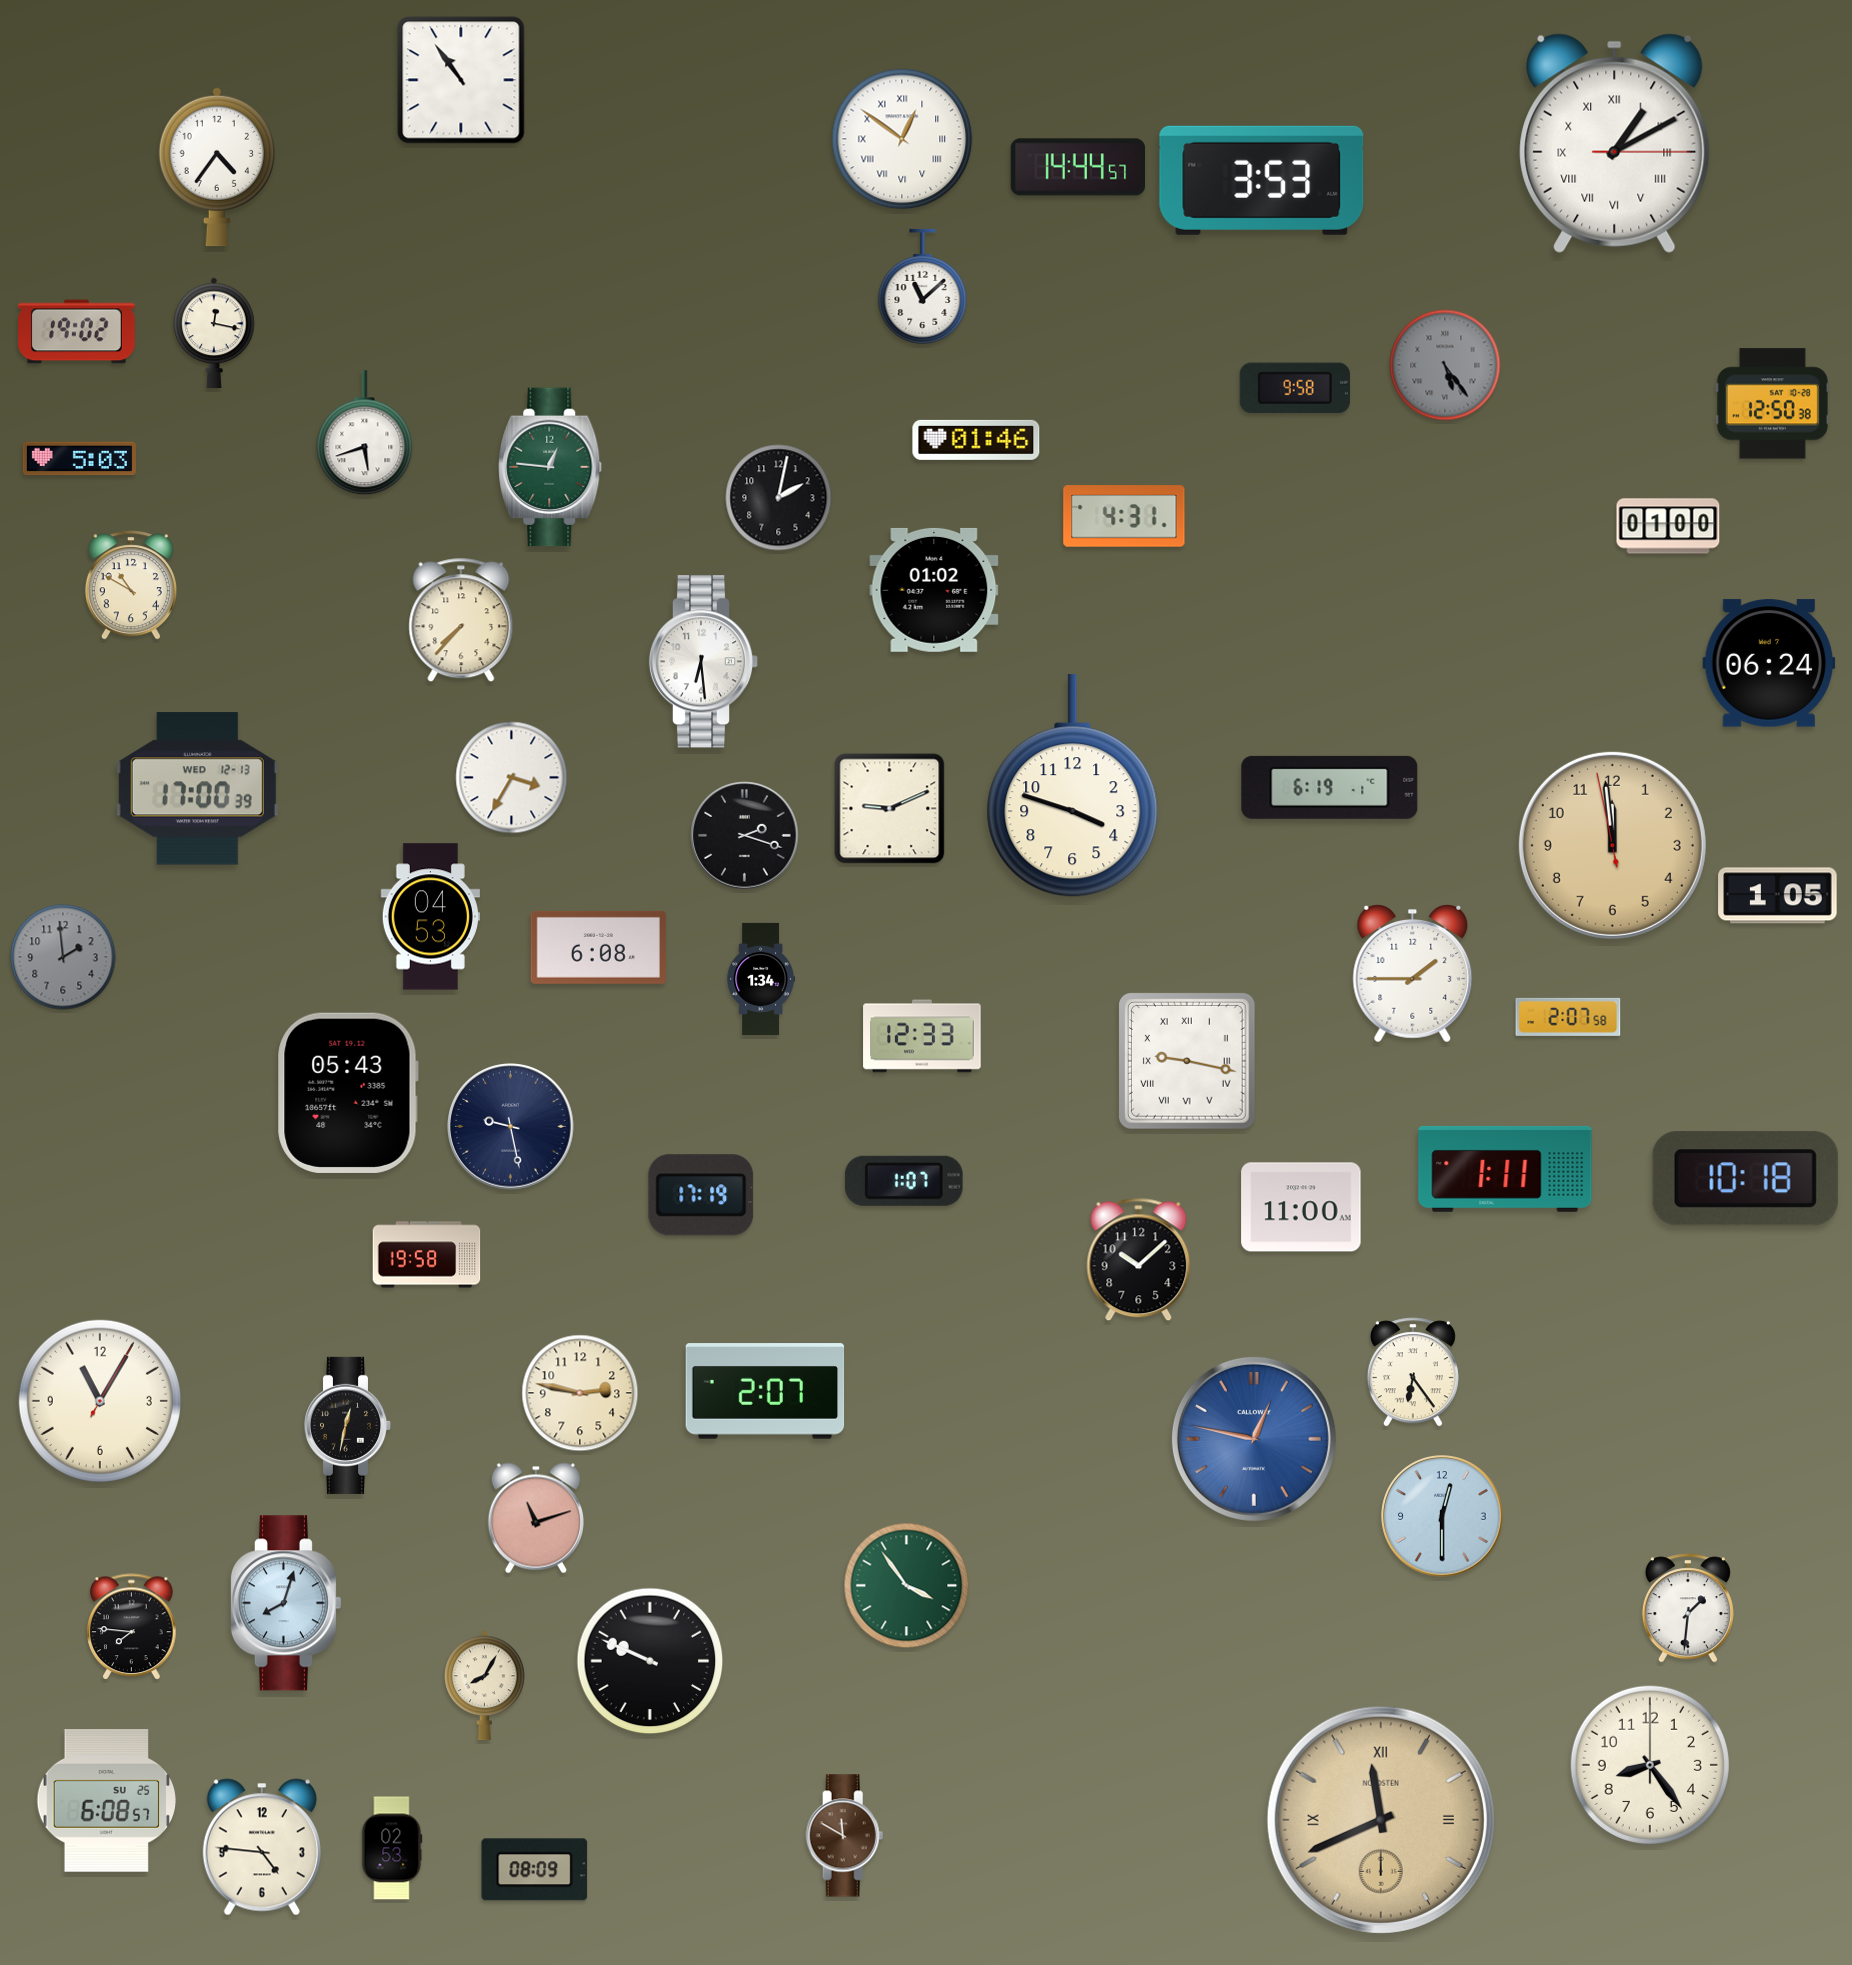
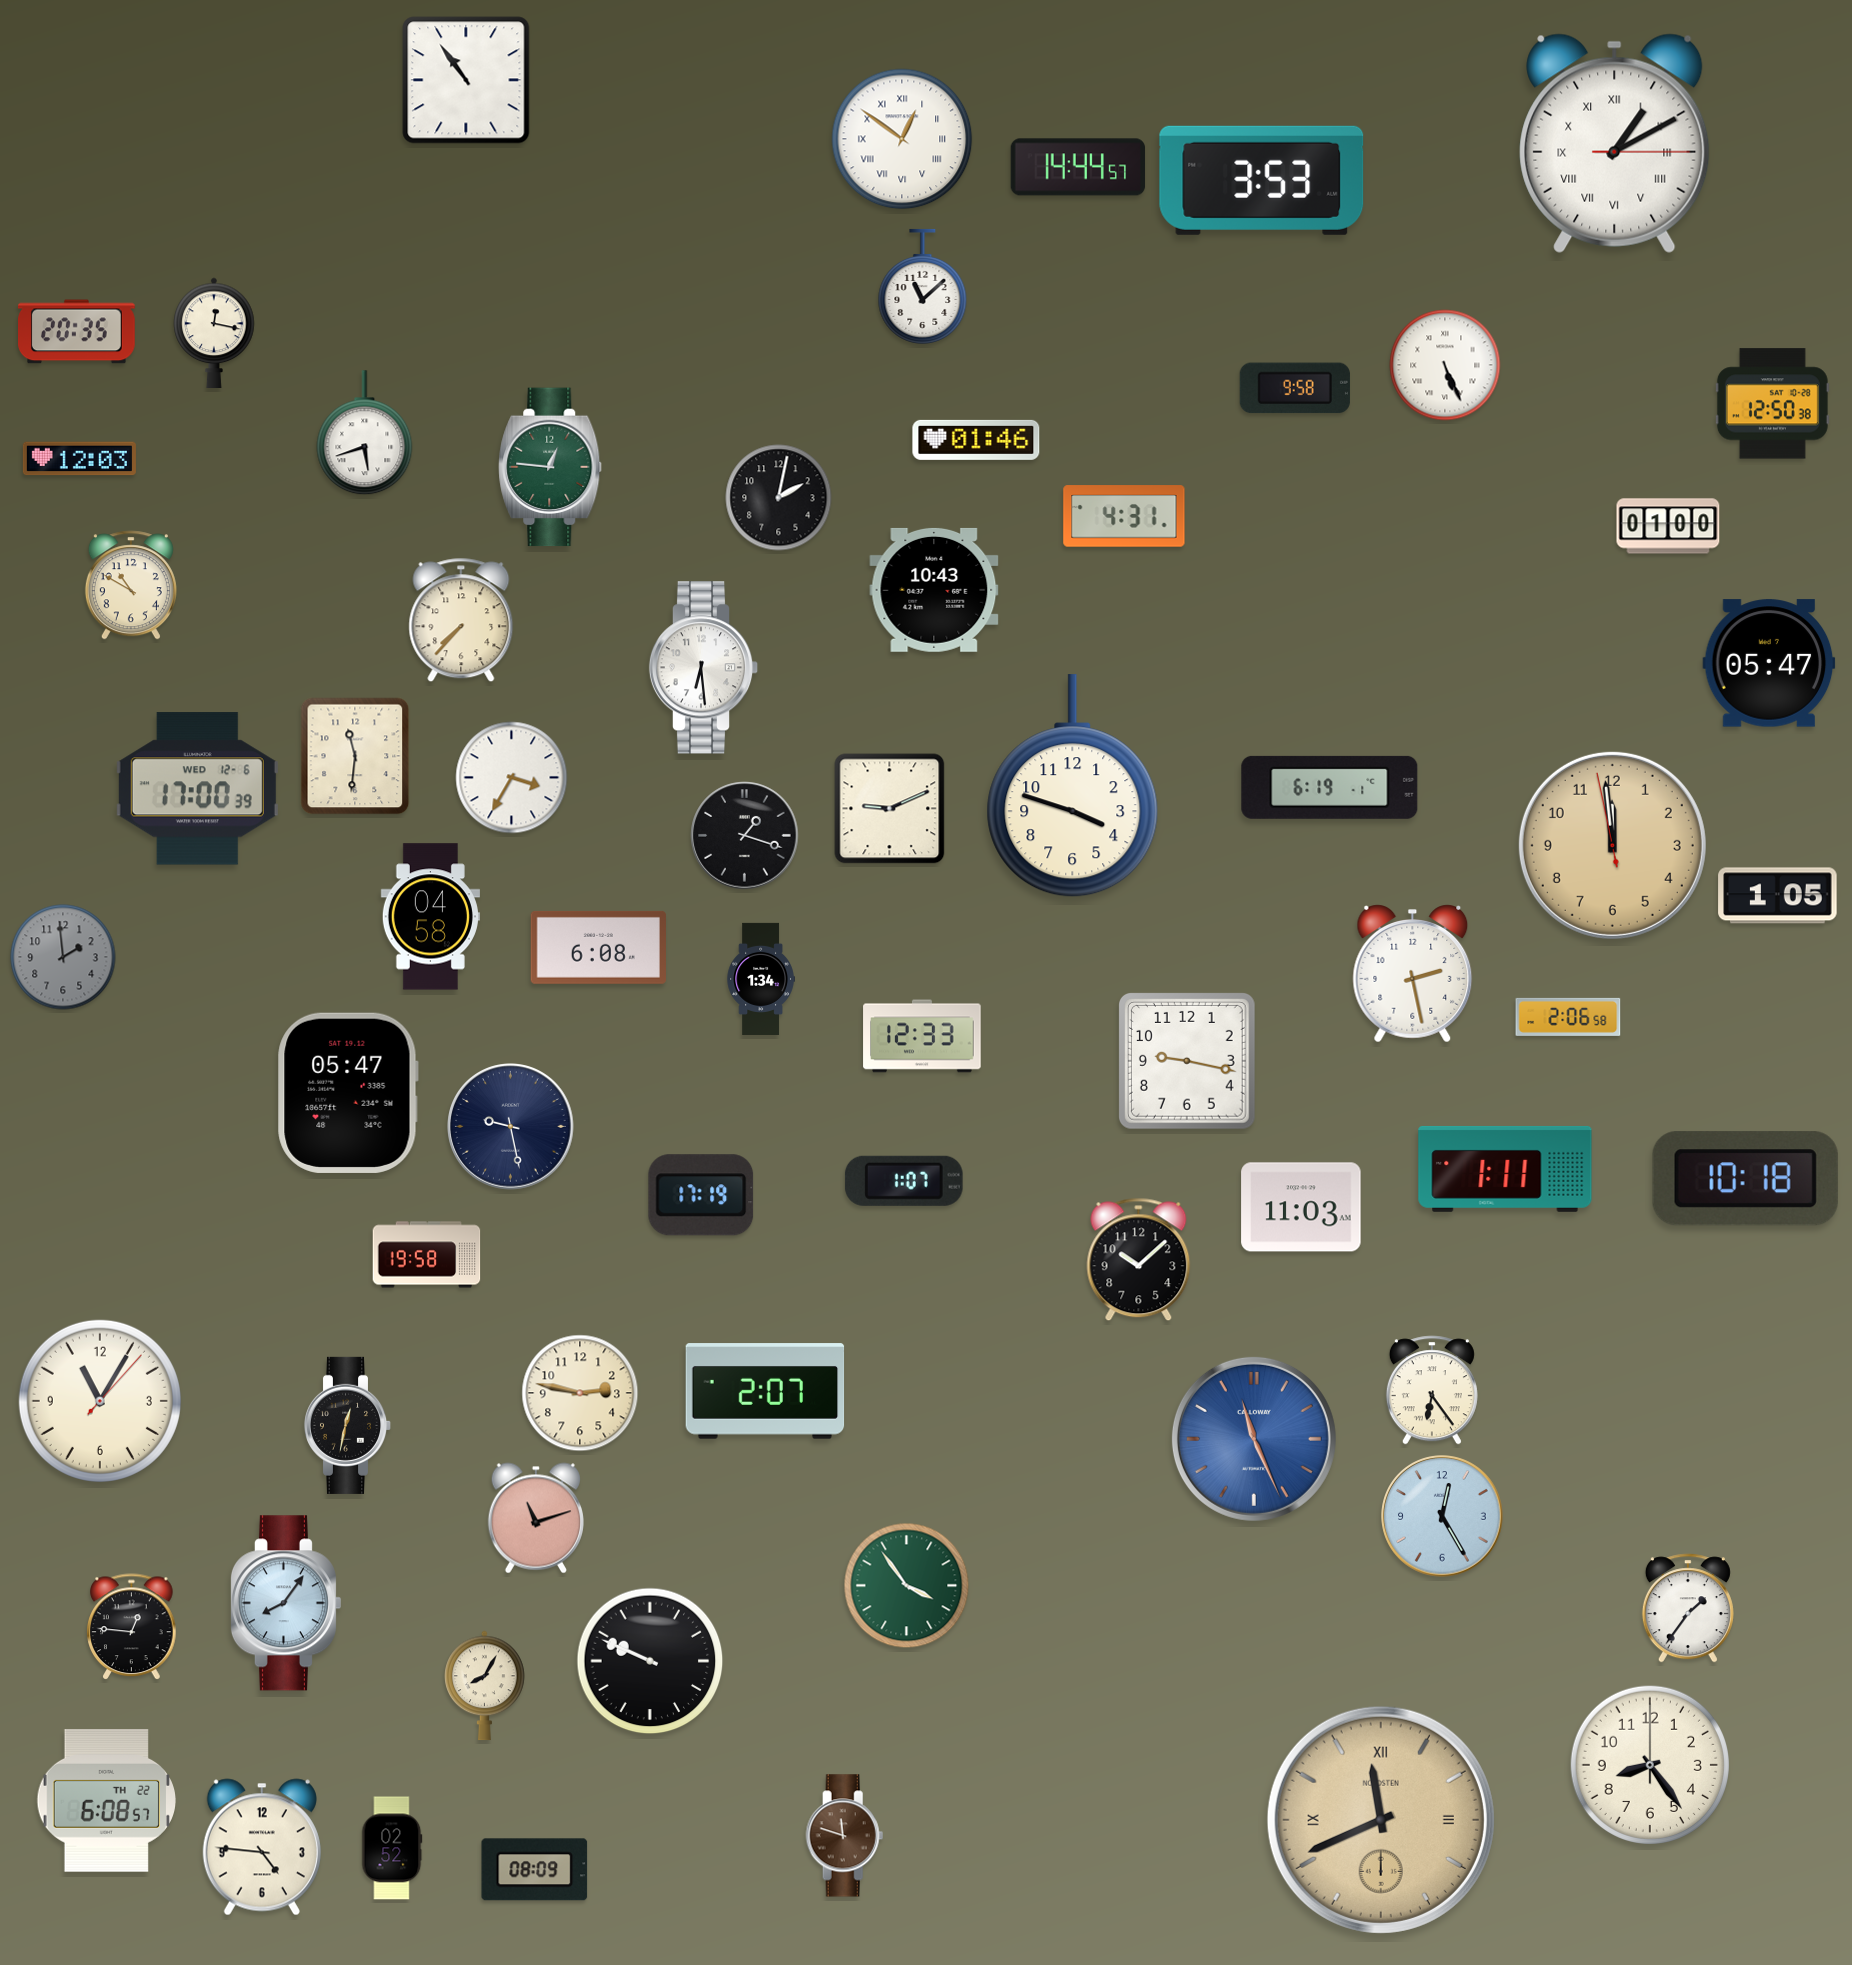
clock at (461, 80) position: (461, 80) -> (466, 80)
clock at (217, 167): 4:36 -> none
clock at (77, 332): 19:02 -> 20:35
clock at (1445, 365): 5:24 -> 5:26
clock at (1445, 365) dial: grey -> white
clock at (79, 459): 5:03 -> 12:03
clock at (934, 590): 01:02 -> 10:43
clock at (704, 662) position: (704, 662) -> (704, 668)
clock at (1769, 663): 06:24 -> 05:47
clock at (355, 756): none -> 11:31
clock at (197, 789) date: WED 12-13 -> WED 12-6
clock at (745, 836): 2:18 -> 1:18
clock at (430, 917): 04:53 -> 04:58
clock at (1413, 974): 1:45 -> 2:28
clock at (1568, 1017): 2:07 -> 2:06
clock at (1187, 1061) numerals: Roman -> Arabic
clock at (348, 1093): 05:43 -> 05:47
clock at (1301, 1207): 11:00 -> 11:03
clock at (1413, 1372) position: (1413, 1372) -> (1432, 1390)
clock at (100, 1401): 11:05:05 -> 11:05:07
clock at (1254, 1439): 12:47 -> 11:26
clock at (1442, 1516): 12:30 -> 12:25
clock at (285, 1603): 8:03 -> 8:06
clock at (1688, 1608): 1:31 -> 1:36
clock at (132, 1627): 7:46 -> 12:46
clock at (106, 1801) date: SU 25 -> TH 22
clock at (845, 1836): 11:50 -> 11:48
clock at (392, 1848): 02:53 -> 02:52
